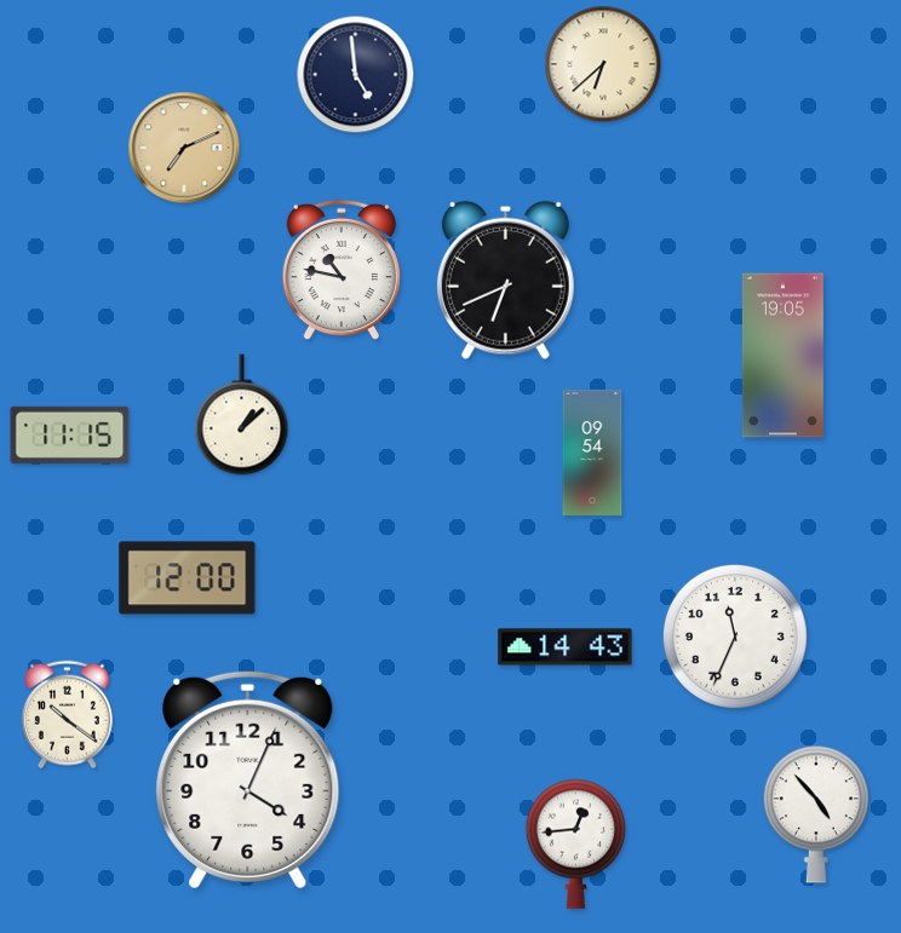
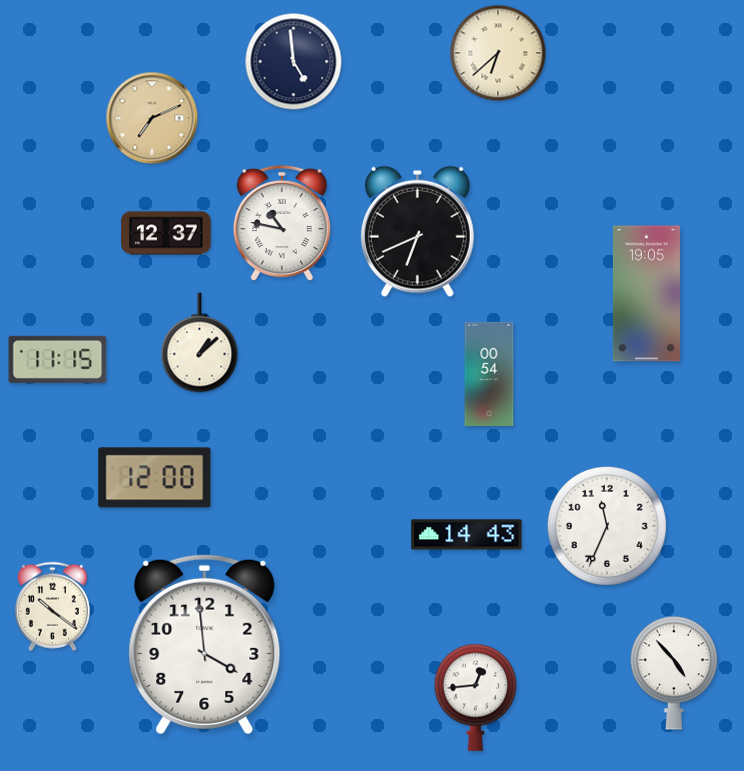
clock at (184, 148) position: (184, 148) -> (152, 118)
clock at (166, 233): none -> 12:37
clock at (592, 453): 09:54 -> 00:54
clock at (67, 715) position: (67, 715) -> (52, 607)
clock at (248, 779): 4:04 -> 3:59
